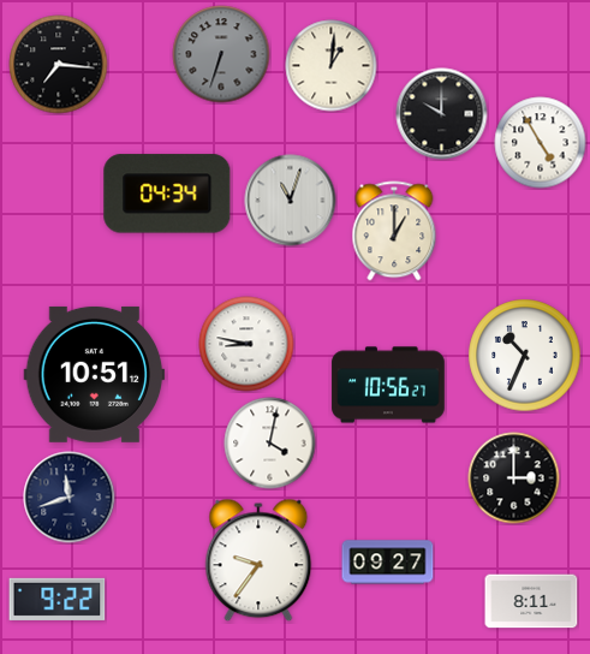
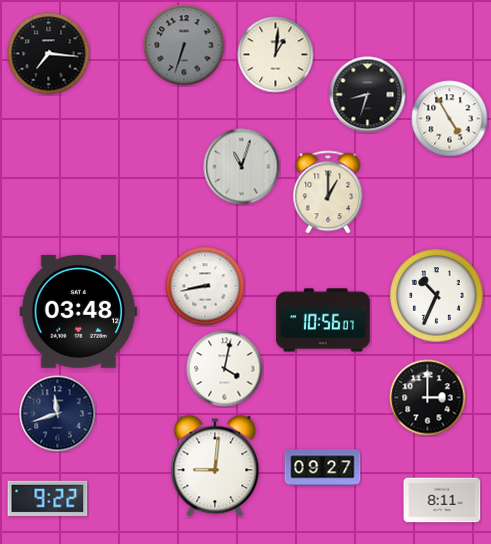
clock at (442, 114): 10:00 -> 8:33
clock at (167, 194): 04:34 -> none
clock at (246, 344): 8:47 -> 8:43
clock at (95, 374): 10:51 -> 03:48
clock at (388, 385): 10:56:27 -> 10:56:07
clock at (258, 560): 9:36 -> 9:01
